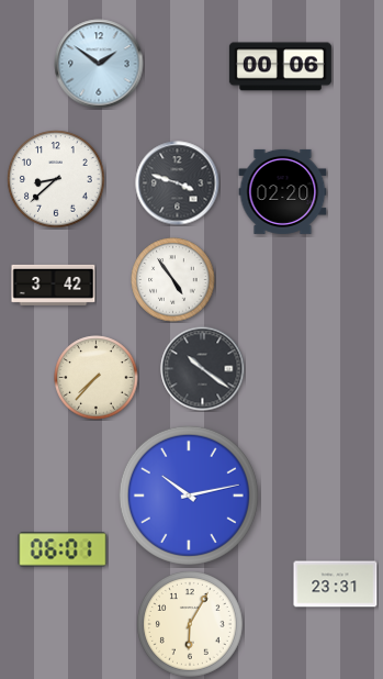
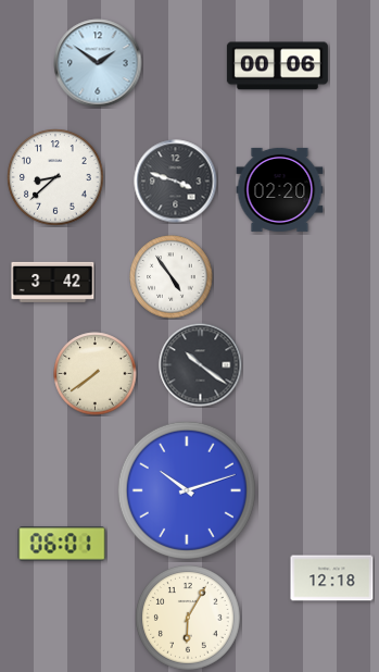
clock at (97, 378): 7:37 -> 7:39
clock at (189, 496): 10:13 -> 10:12
clock at (336, 585): 23:31 -> 12:18
